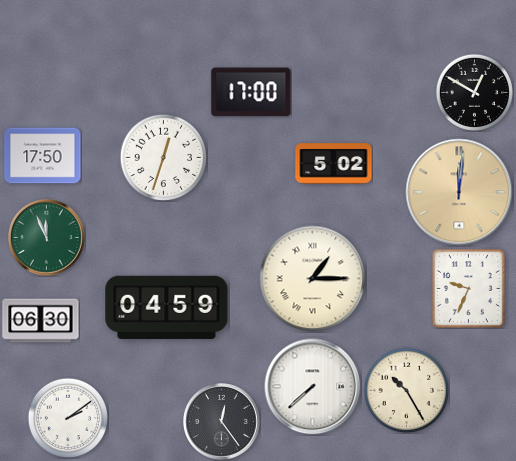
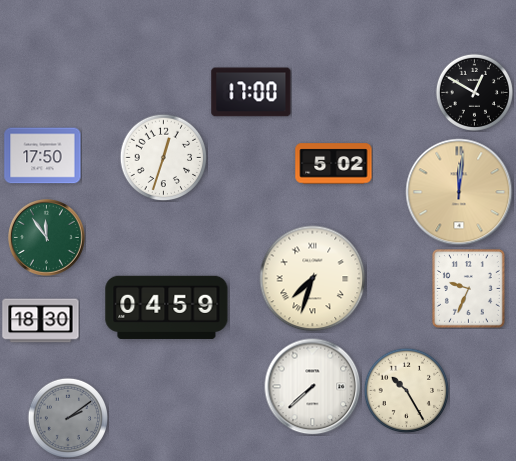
clock at (47, 238): 11:56 -> 11:54
clock at (313, 279): 1:15 -> 7:33
clock at (41, 321): 06:30 -> 18:30
clock at (67, 417) dial: white -> grey
clock at (222, 422): 12:24 -> none
